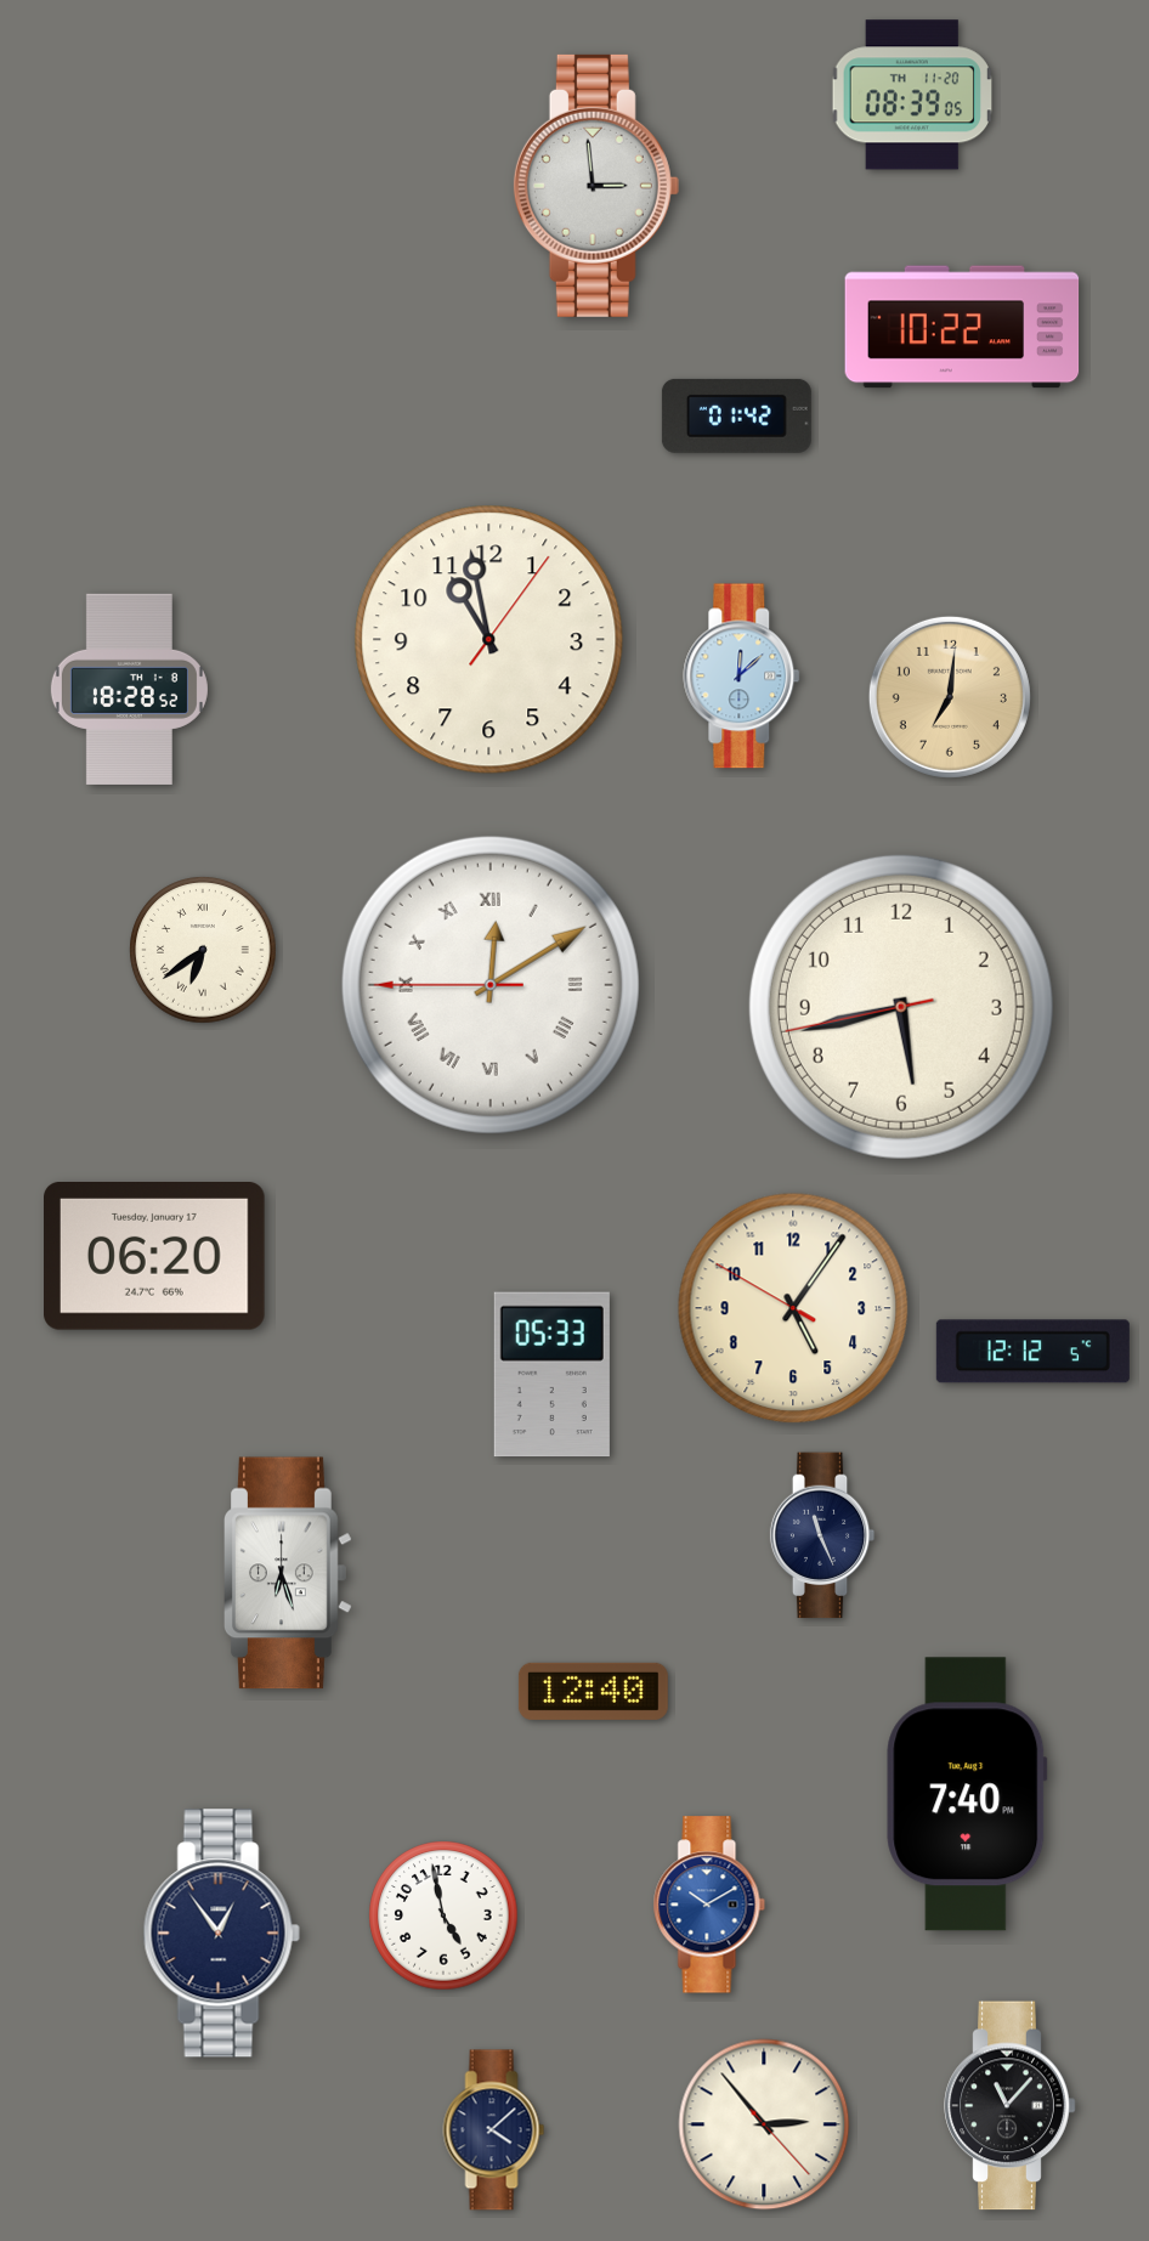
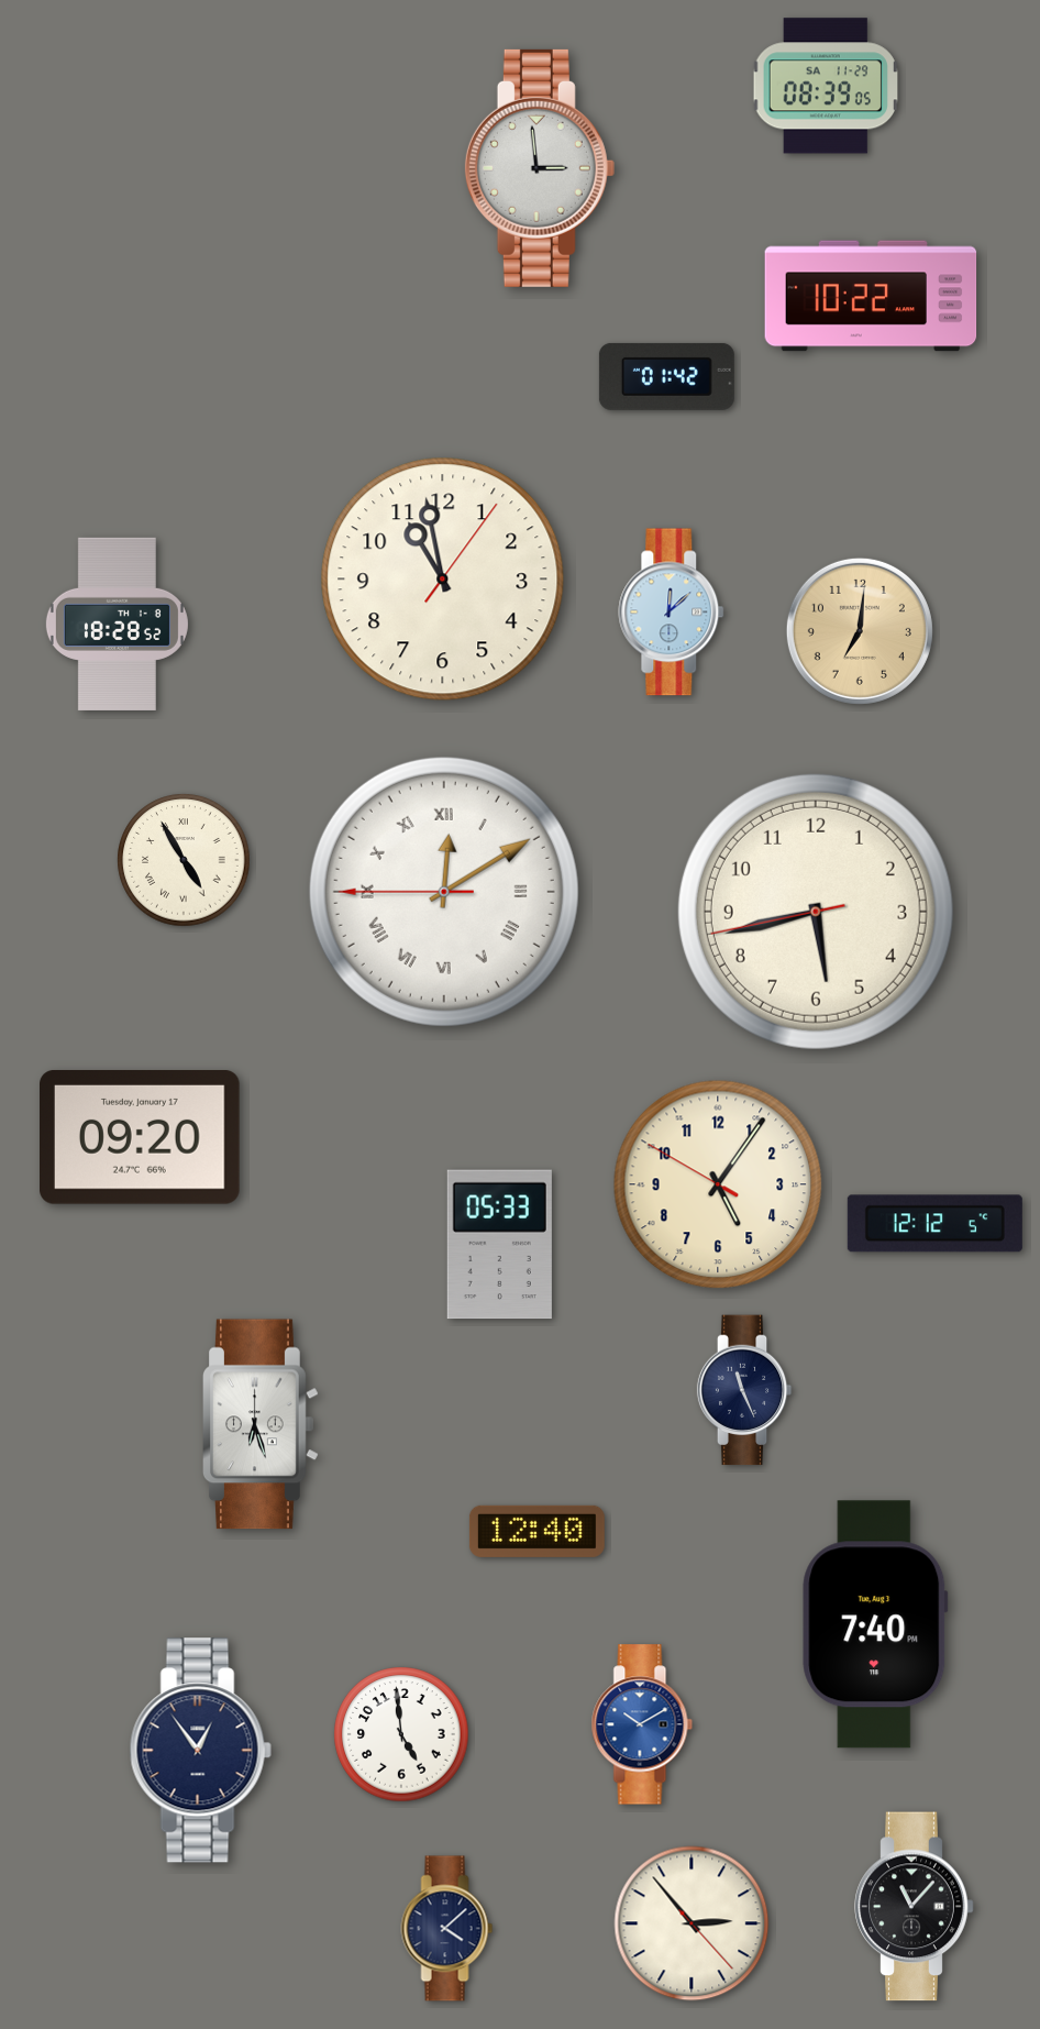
clock at (911, 95) date: TH 11-20 -> SA 11-29
clock at (203, 950): 6:39 -> 4:55
clock at (155, 1257): 06:20 -> 09:20
clock at (443, 1915): 4:58 -> 4:59
